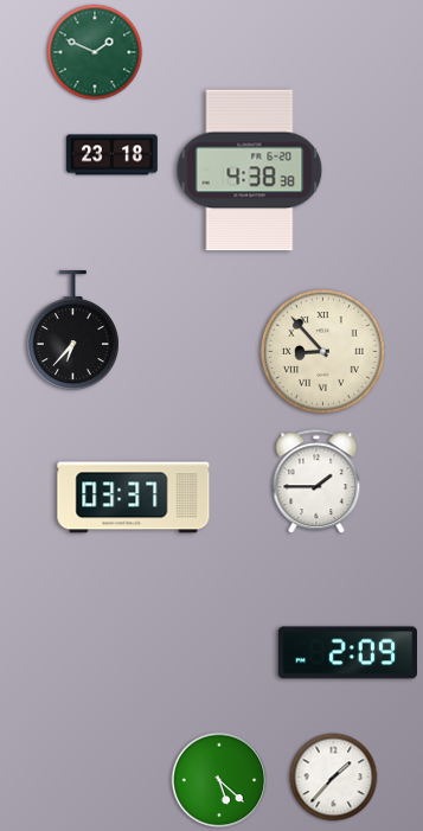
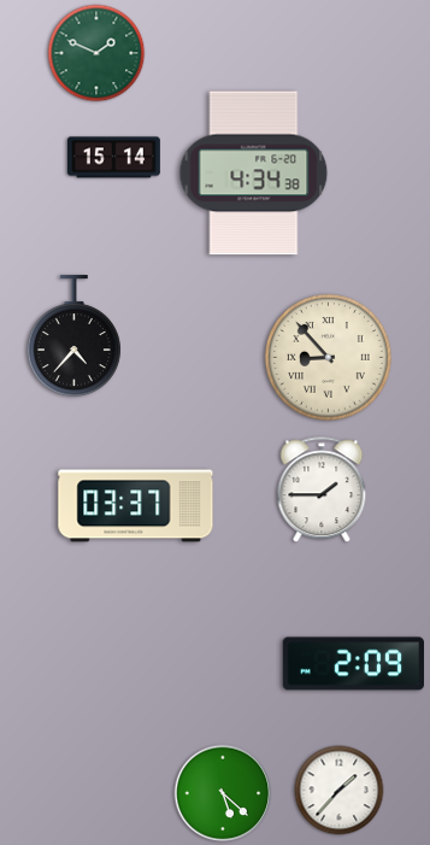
clock at (111, 155): 23:18 -> 15:14
clock at (250, 171): 4:38 -> 4:34
clock at (72, 331): 6:37 -> 4:37
